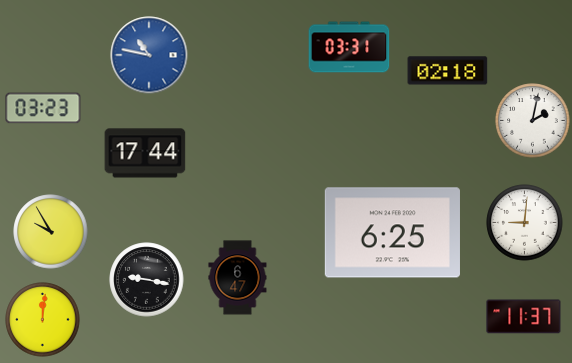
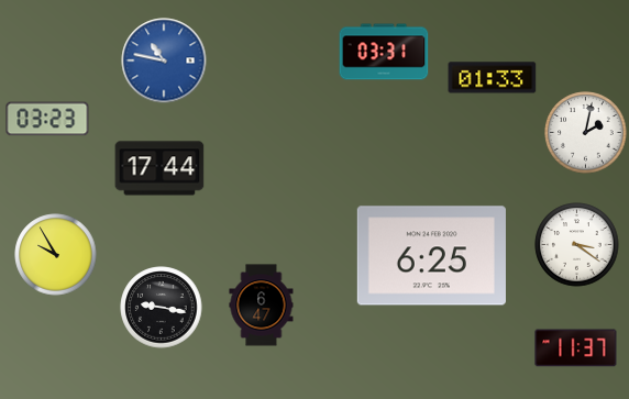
clock at (448, 71): 02:18 -> 01:33
clock at (525, 223): 9:01 -> 3:21
clock at (43, 320): 12:01 -> none
